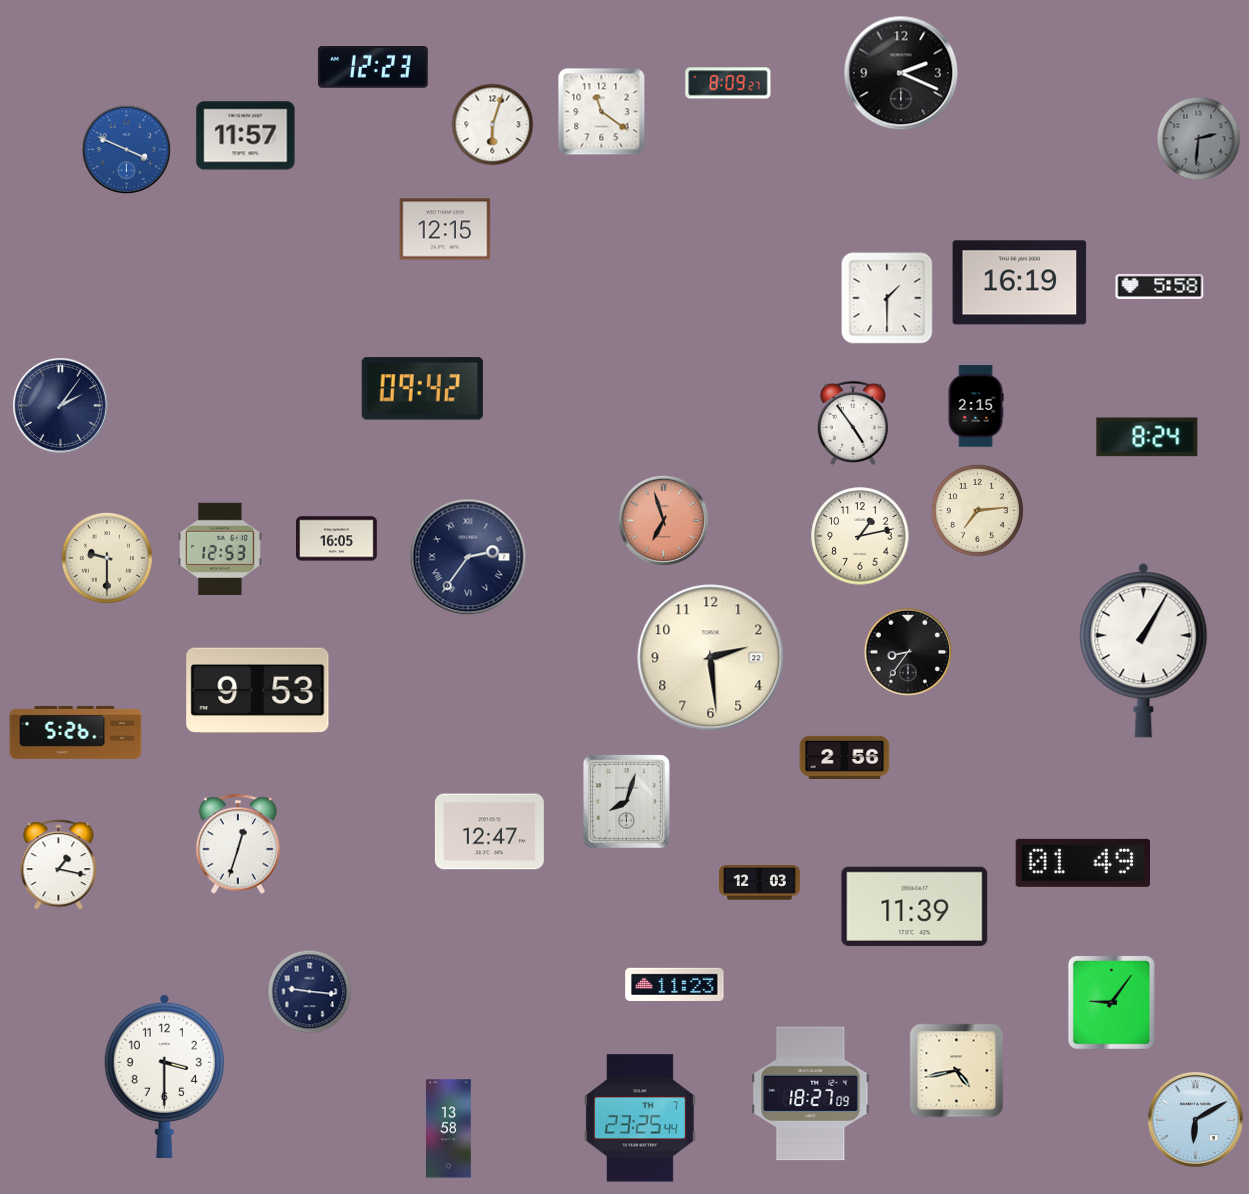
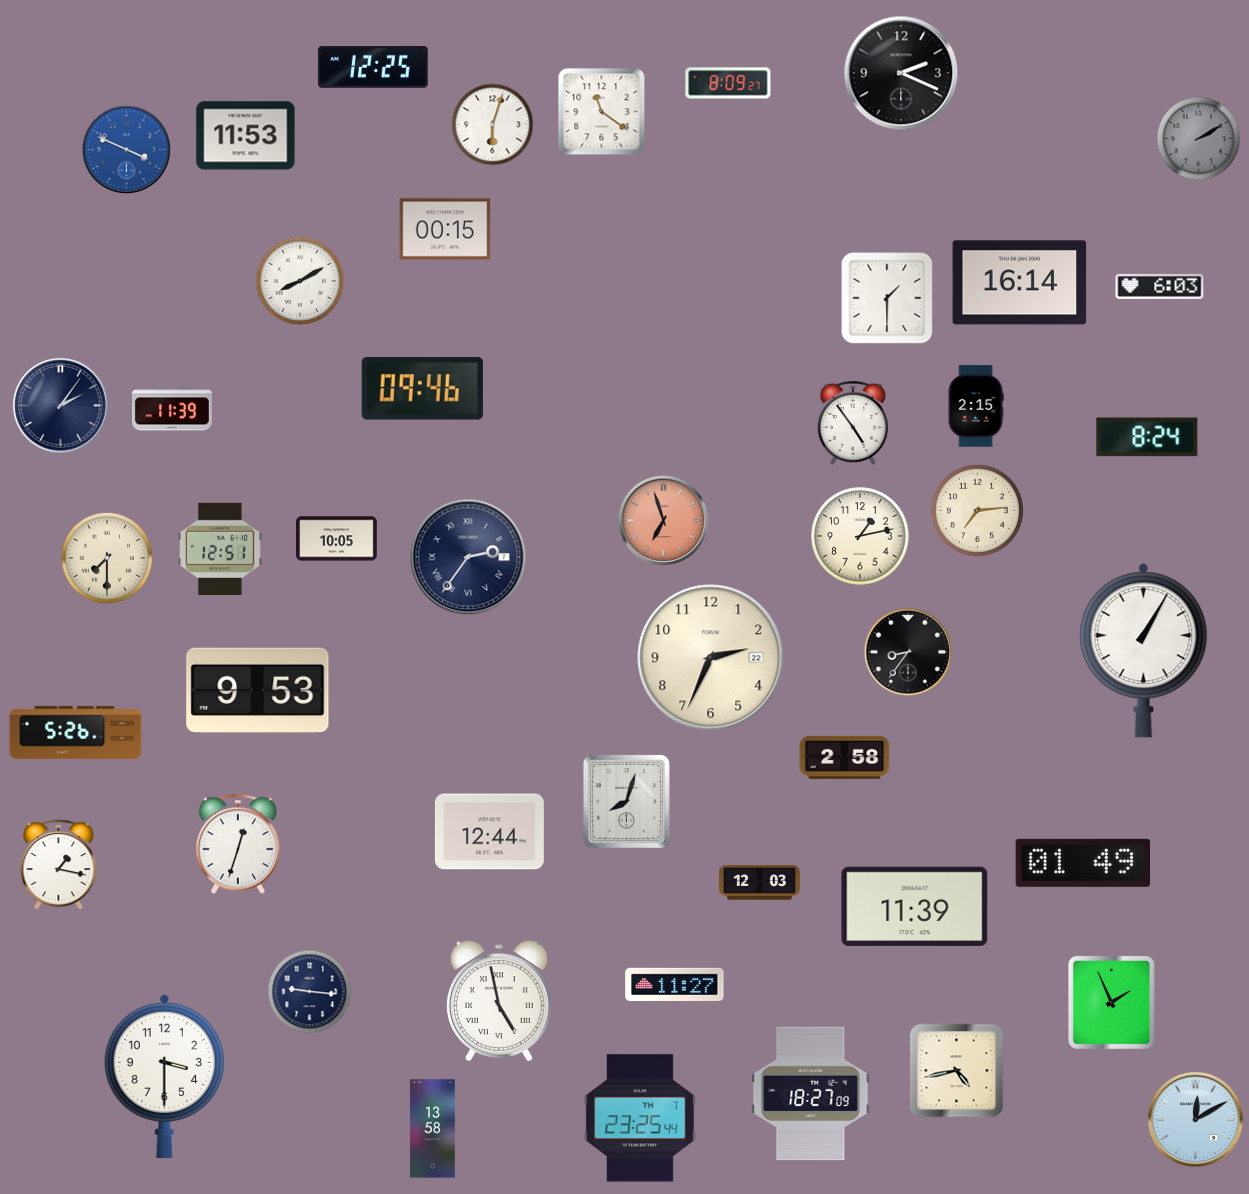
clock at (373, 68): 12:23 -> 12:25
clock at (246, 136): 11:57 -> 11:53
clock at (1199, 139): 2:31 -> 2:10
clock at (445, 229): 12:15 -> 00:15
clock at (300, 281): none -> 8:10
clock at (1020, 283): 16:19 -> 16:14
clock at (1160, 286): 5:58 -> 6:03
clock at (422, 389): 09:42 -> 09:46
clock at (172, 409): none -> 11:39
clock at (337, 539): 16:05 -> 10:05
clock at (220, 548): 12:53 -> 12:51
clock at (107, 558): 9:30 -> 7:30
clock at (711, 658): 2:29 -> 2:34
clock at (845, 757): 2:56 -> 2:58
clock at (489, 832): 12:47 -> 12:44
clock at (675, 984): 11:23 -> 11:27
clock at (500, 1001): none -> 4:58
clock at (1111, 1002): 9:06 -> 1:56
clock at (1195, 1119): 6:10 -> 12:10
clock at (449, 1129) position: (449, 1129) -> (433, 1129)
